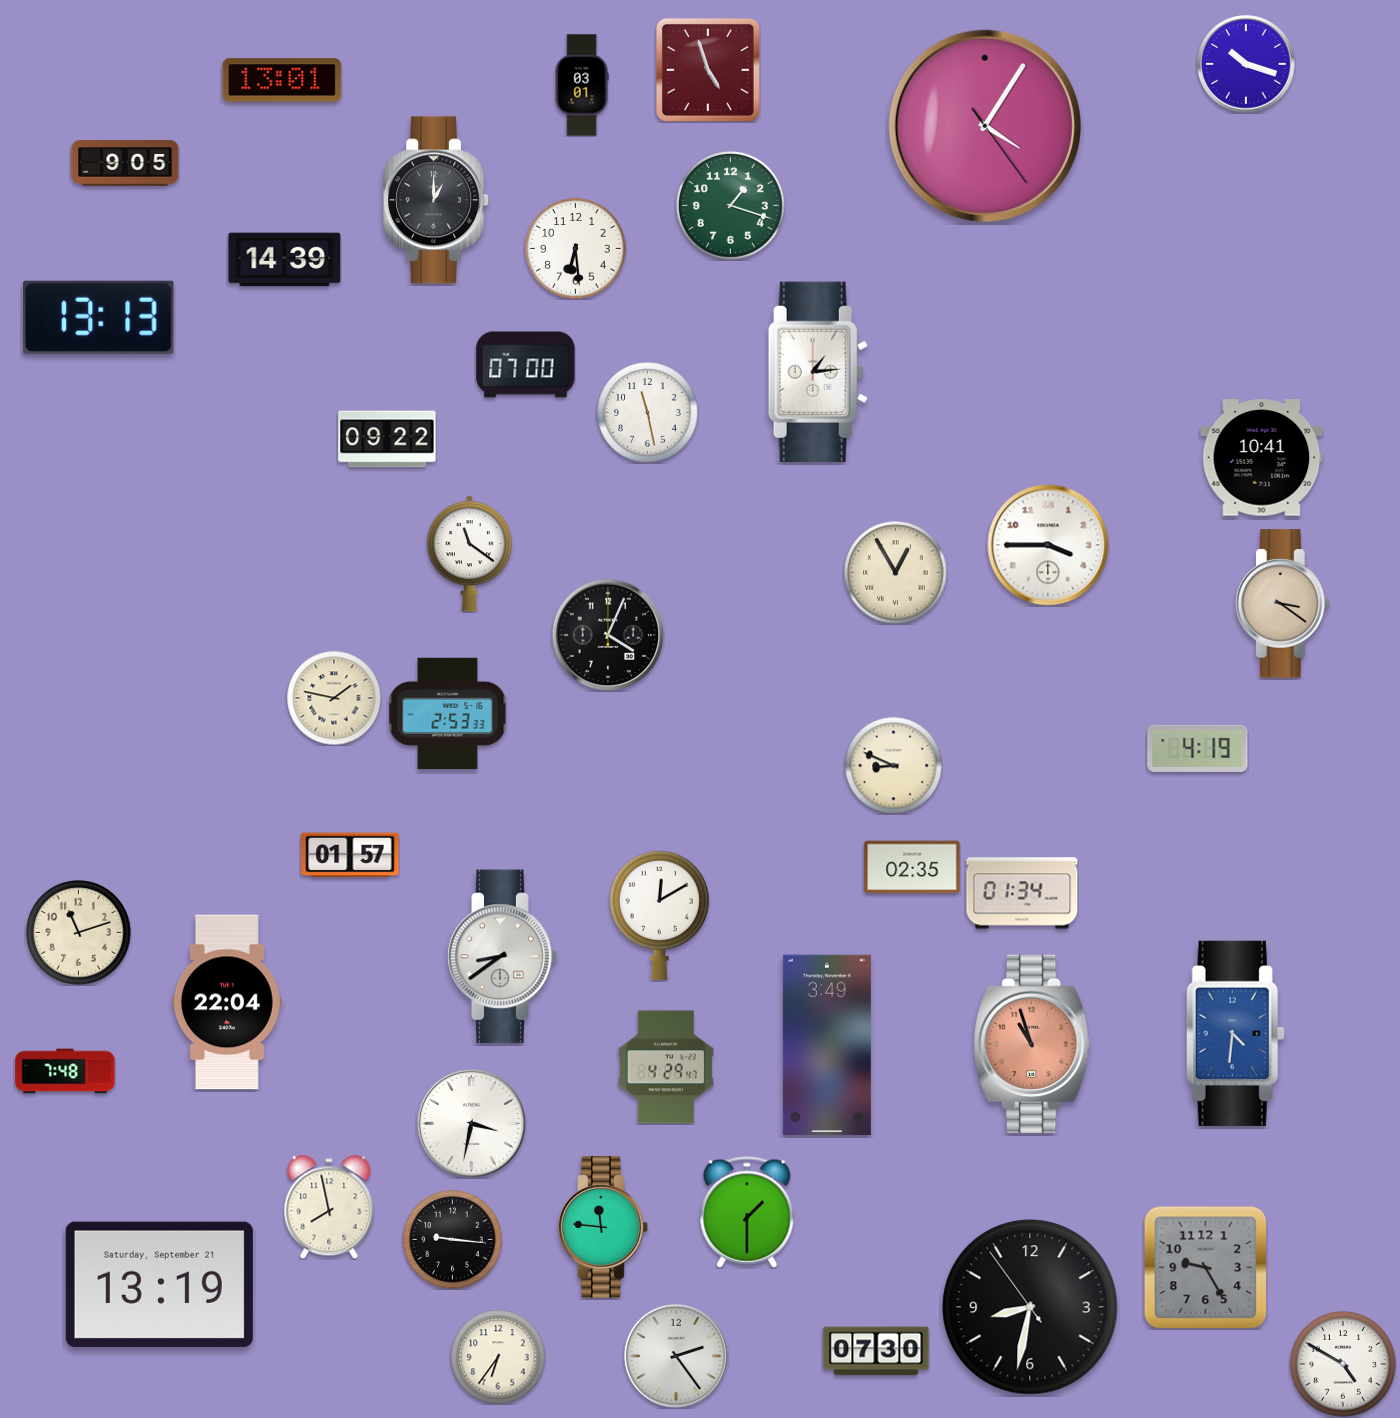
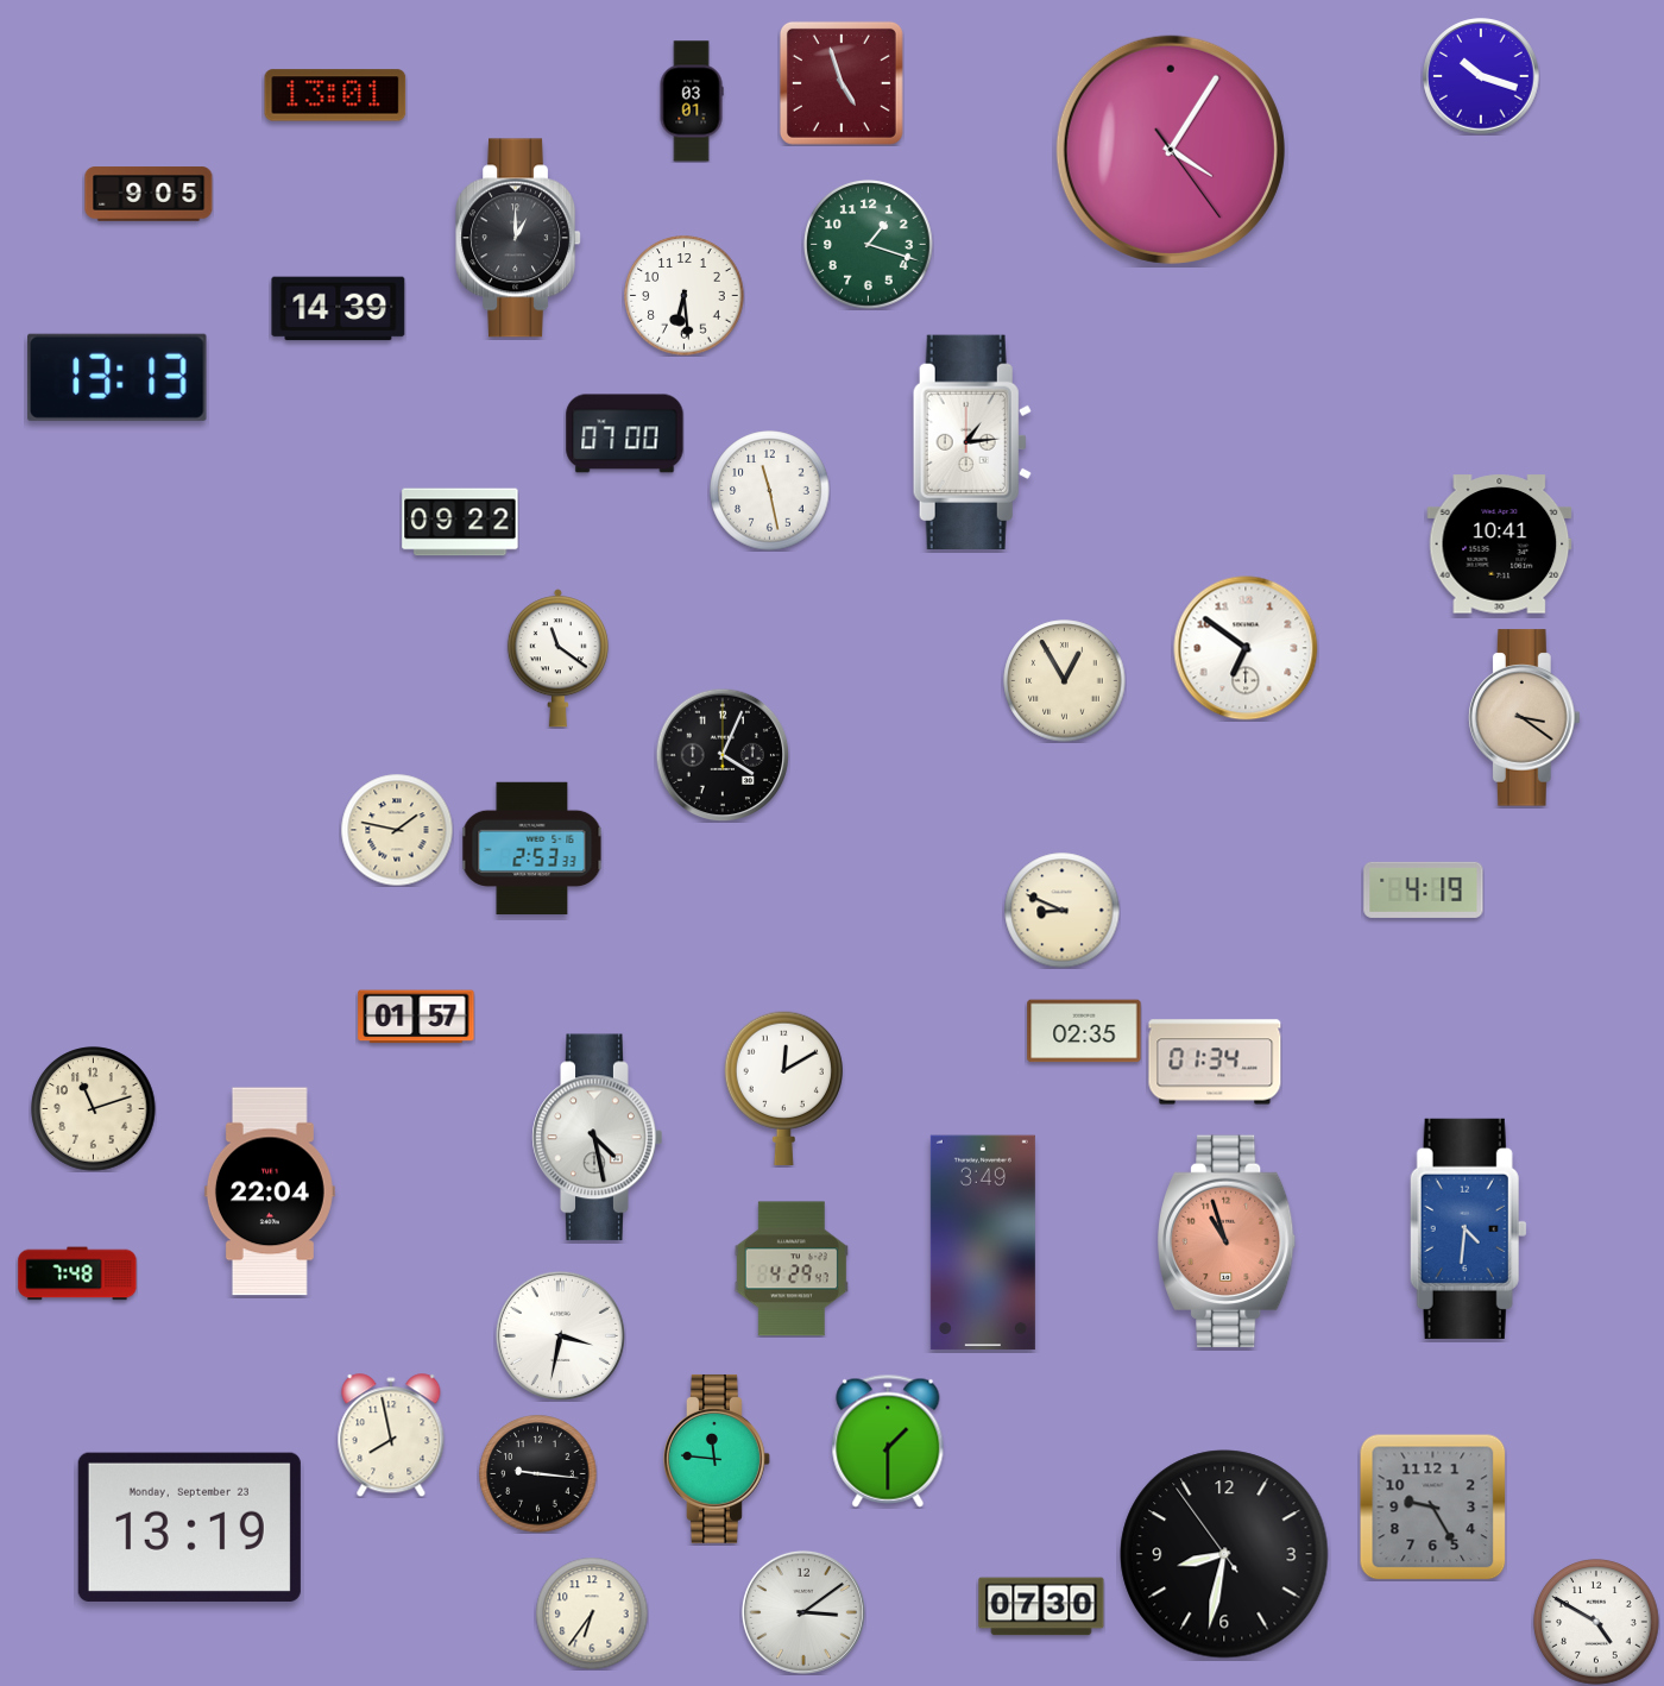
clock at (1048, 545): 3:45 -> 6:51
clock at (503, 957): 8:39 -> 4:28
clock at (159, 1284) date: Saturday, September 21 -> Monday, September 23
clock at (676, 1356): 2:24 -> 3:09
